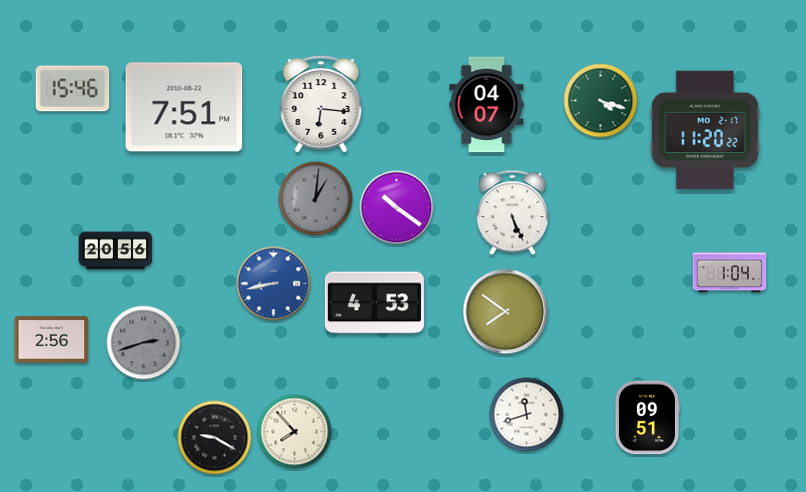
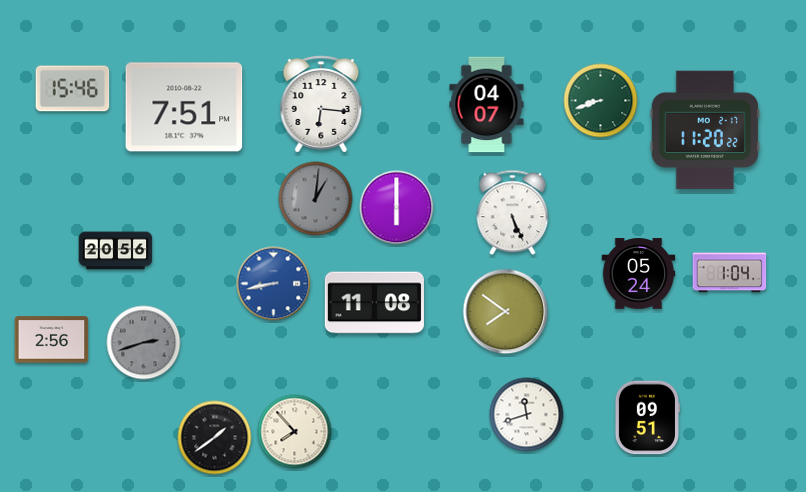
clock at (601, 101): 4:18 -> 8:42
clock at (397, 208): 10:21 -> 6:00
clock at (639, 274): none -> 05:24
clock at (374, 303): 4:53 -> 11:08
clock at (215, 438): 9:20 -> 1:39
